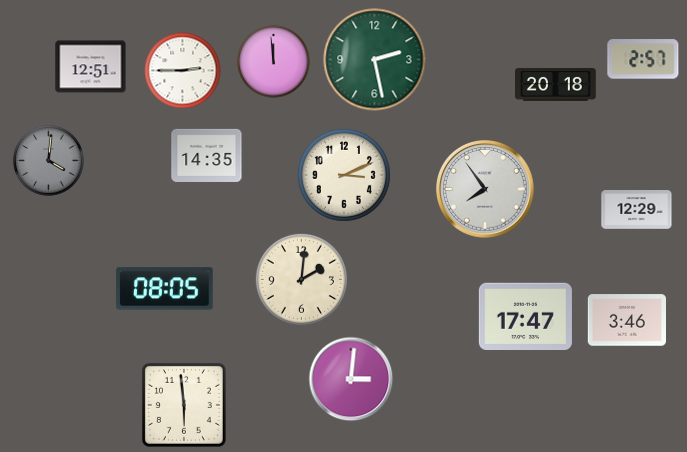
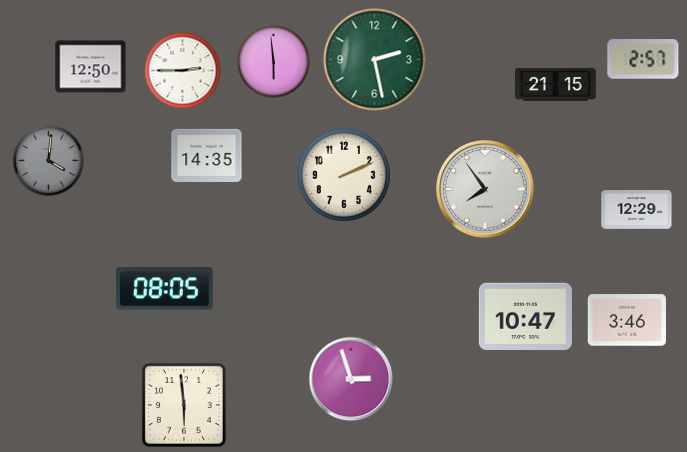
clock at (274, 62): 11:59 -> 5:59
clock at (91, 67): 12:51 -> 12:50
clock at (556, 85): 20:18 -> 21:15
clock at (344, 175): 3:11 -> 2:11
clock at (301, 279): 2:01 -> none
clock at (525, 316): 17:47 -> 10:47
clock at (351, 379): 3:01 -> 2:57
